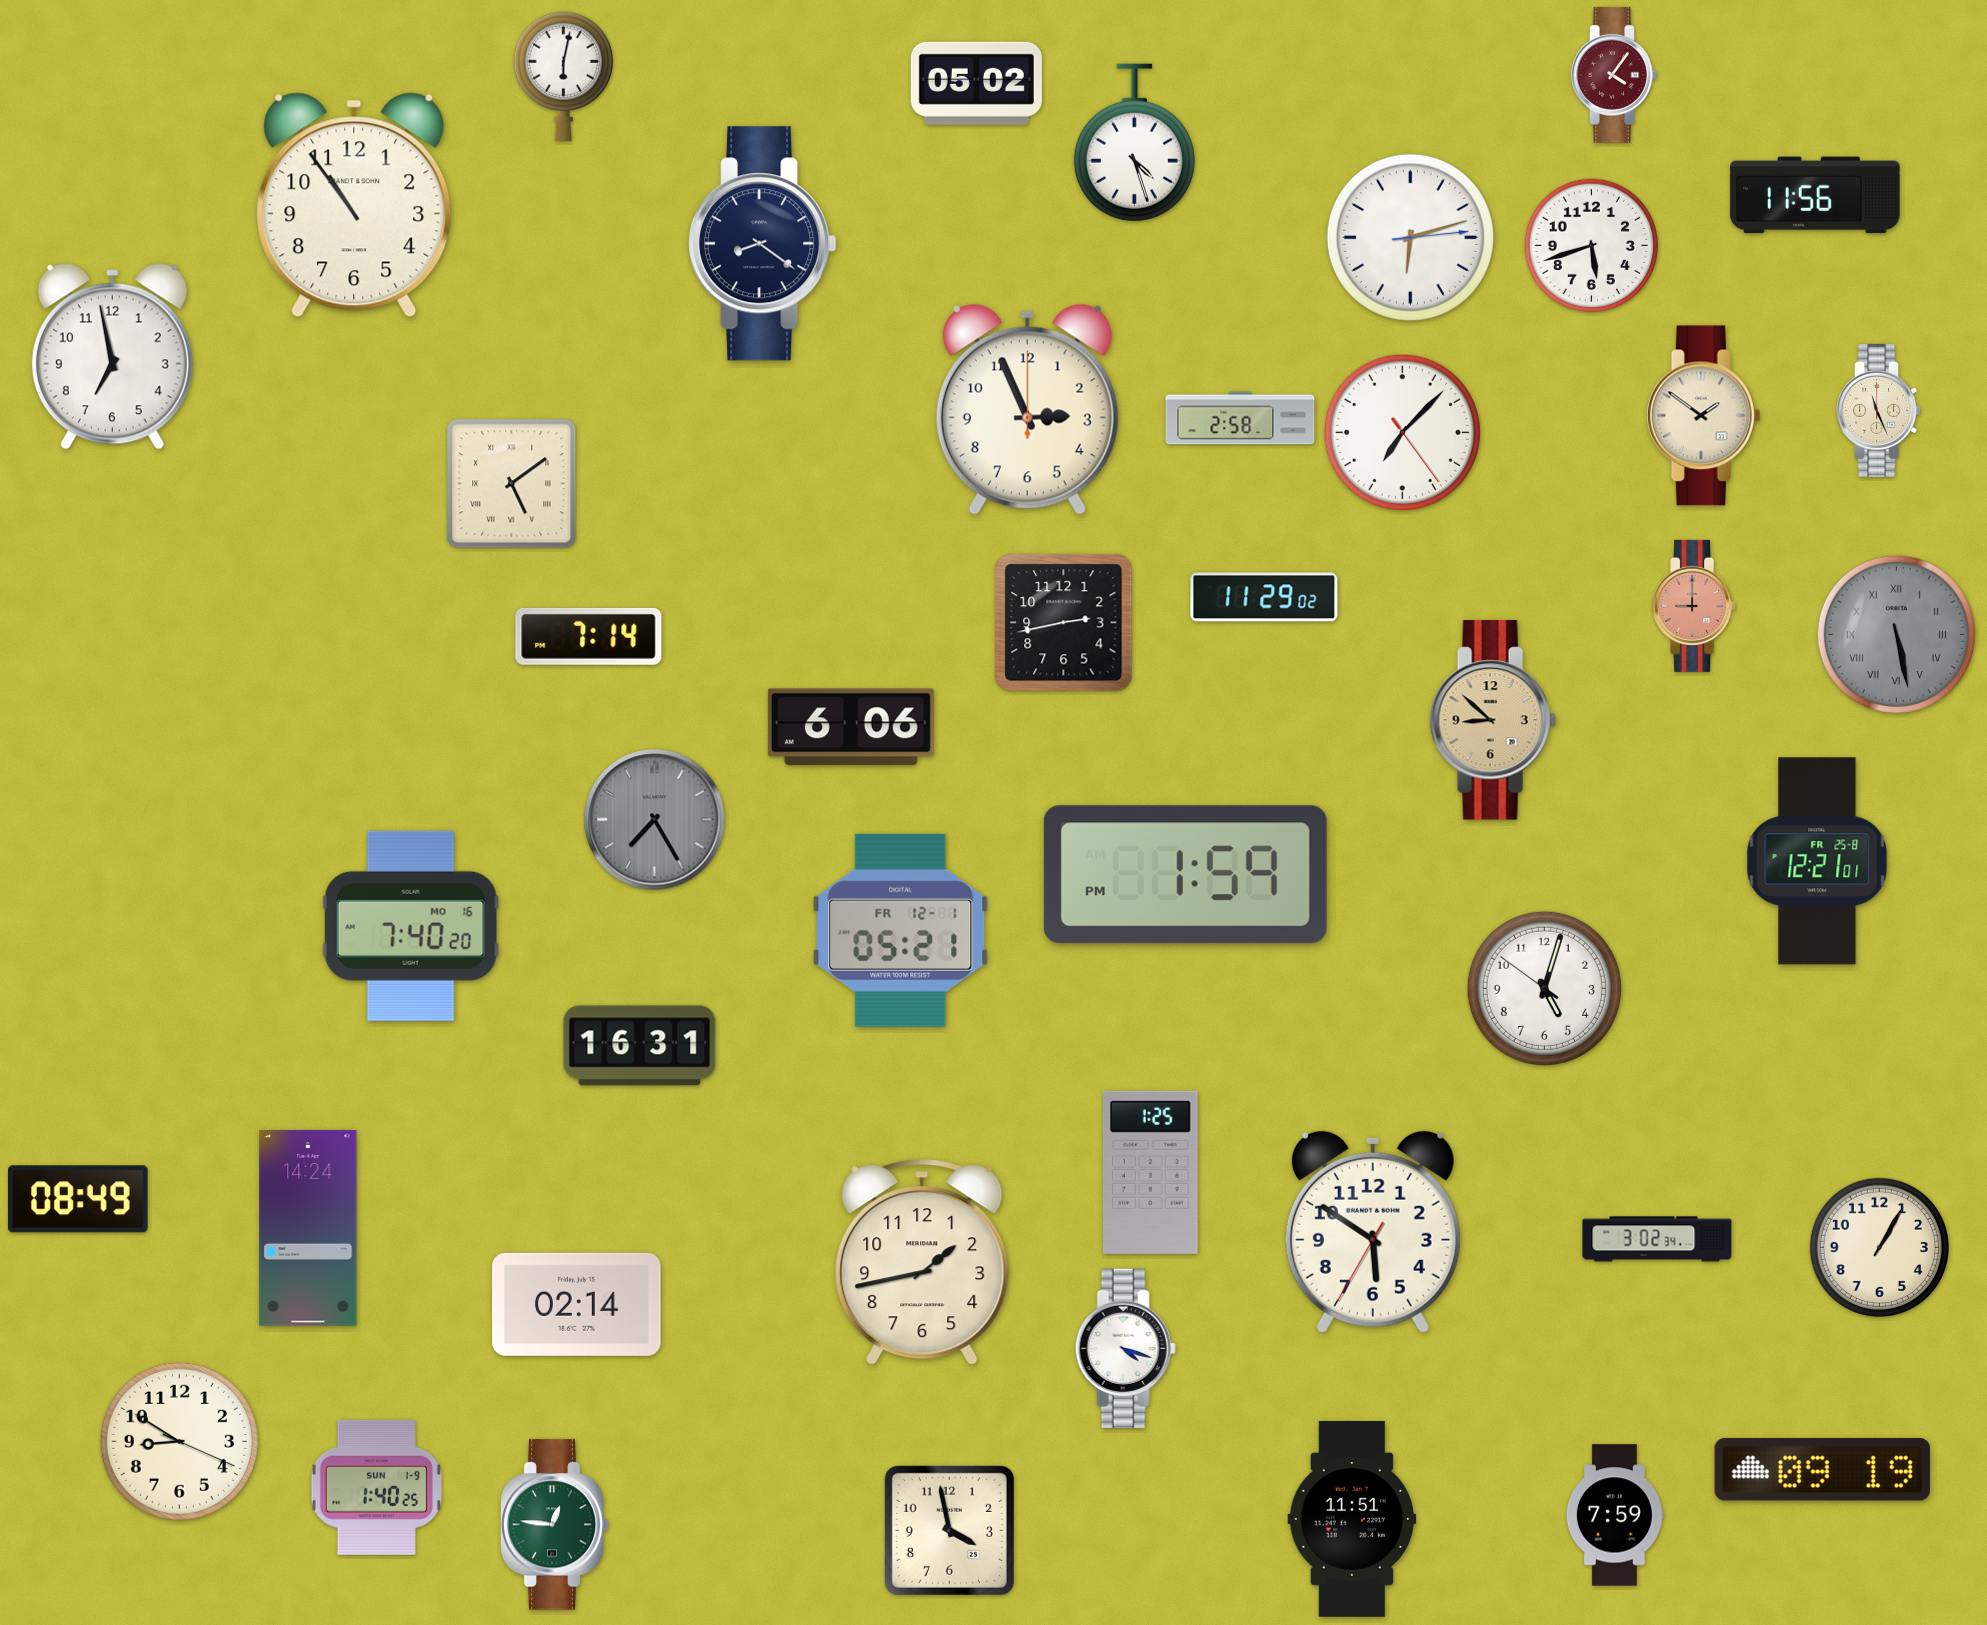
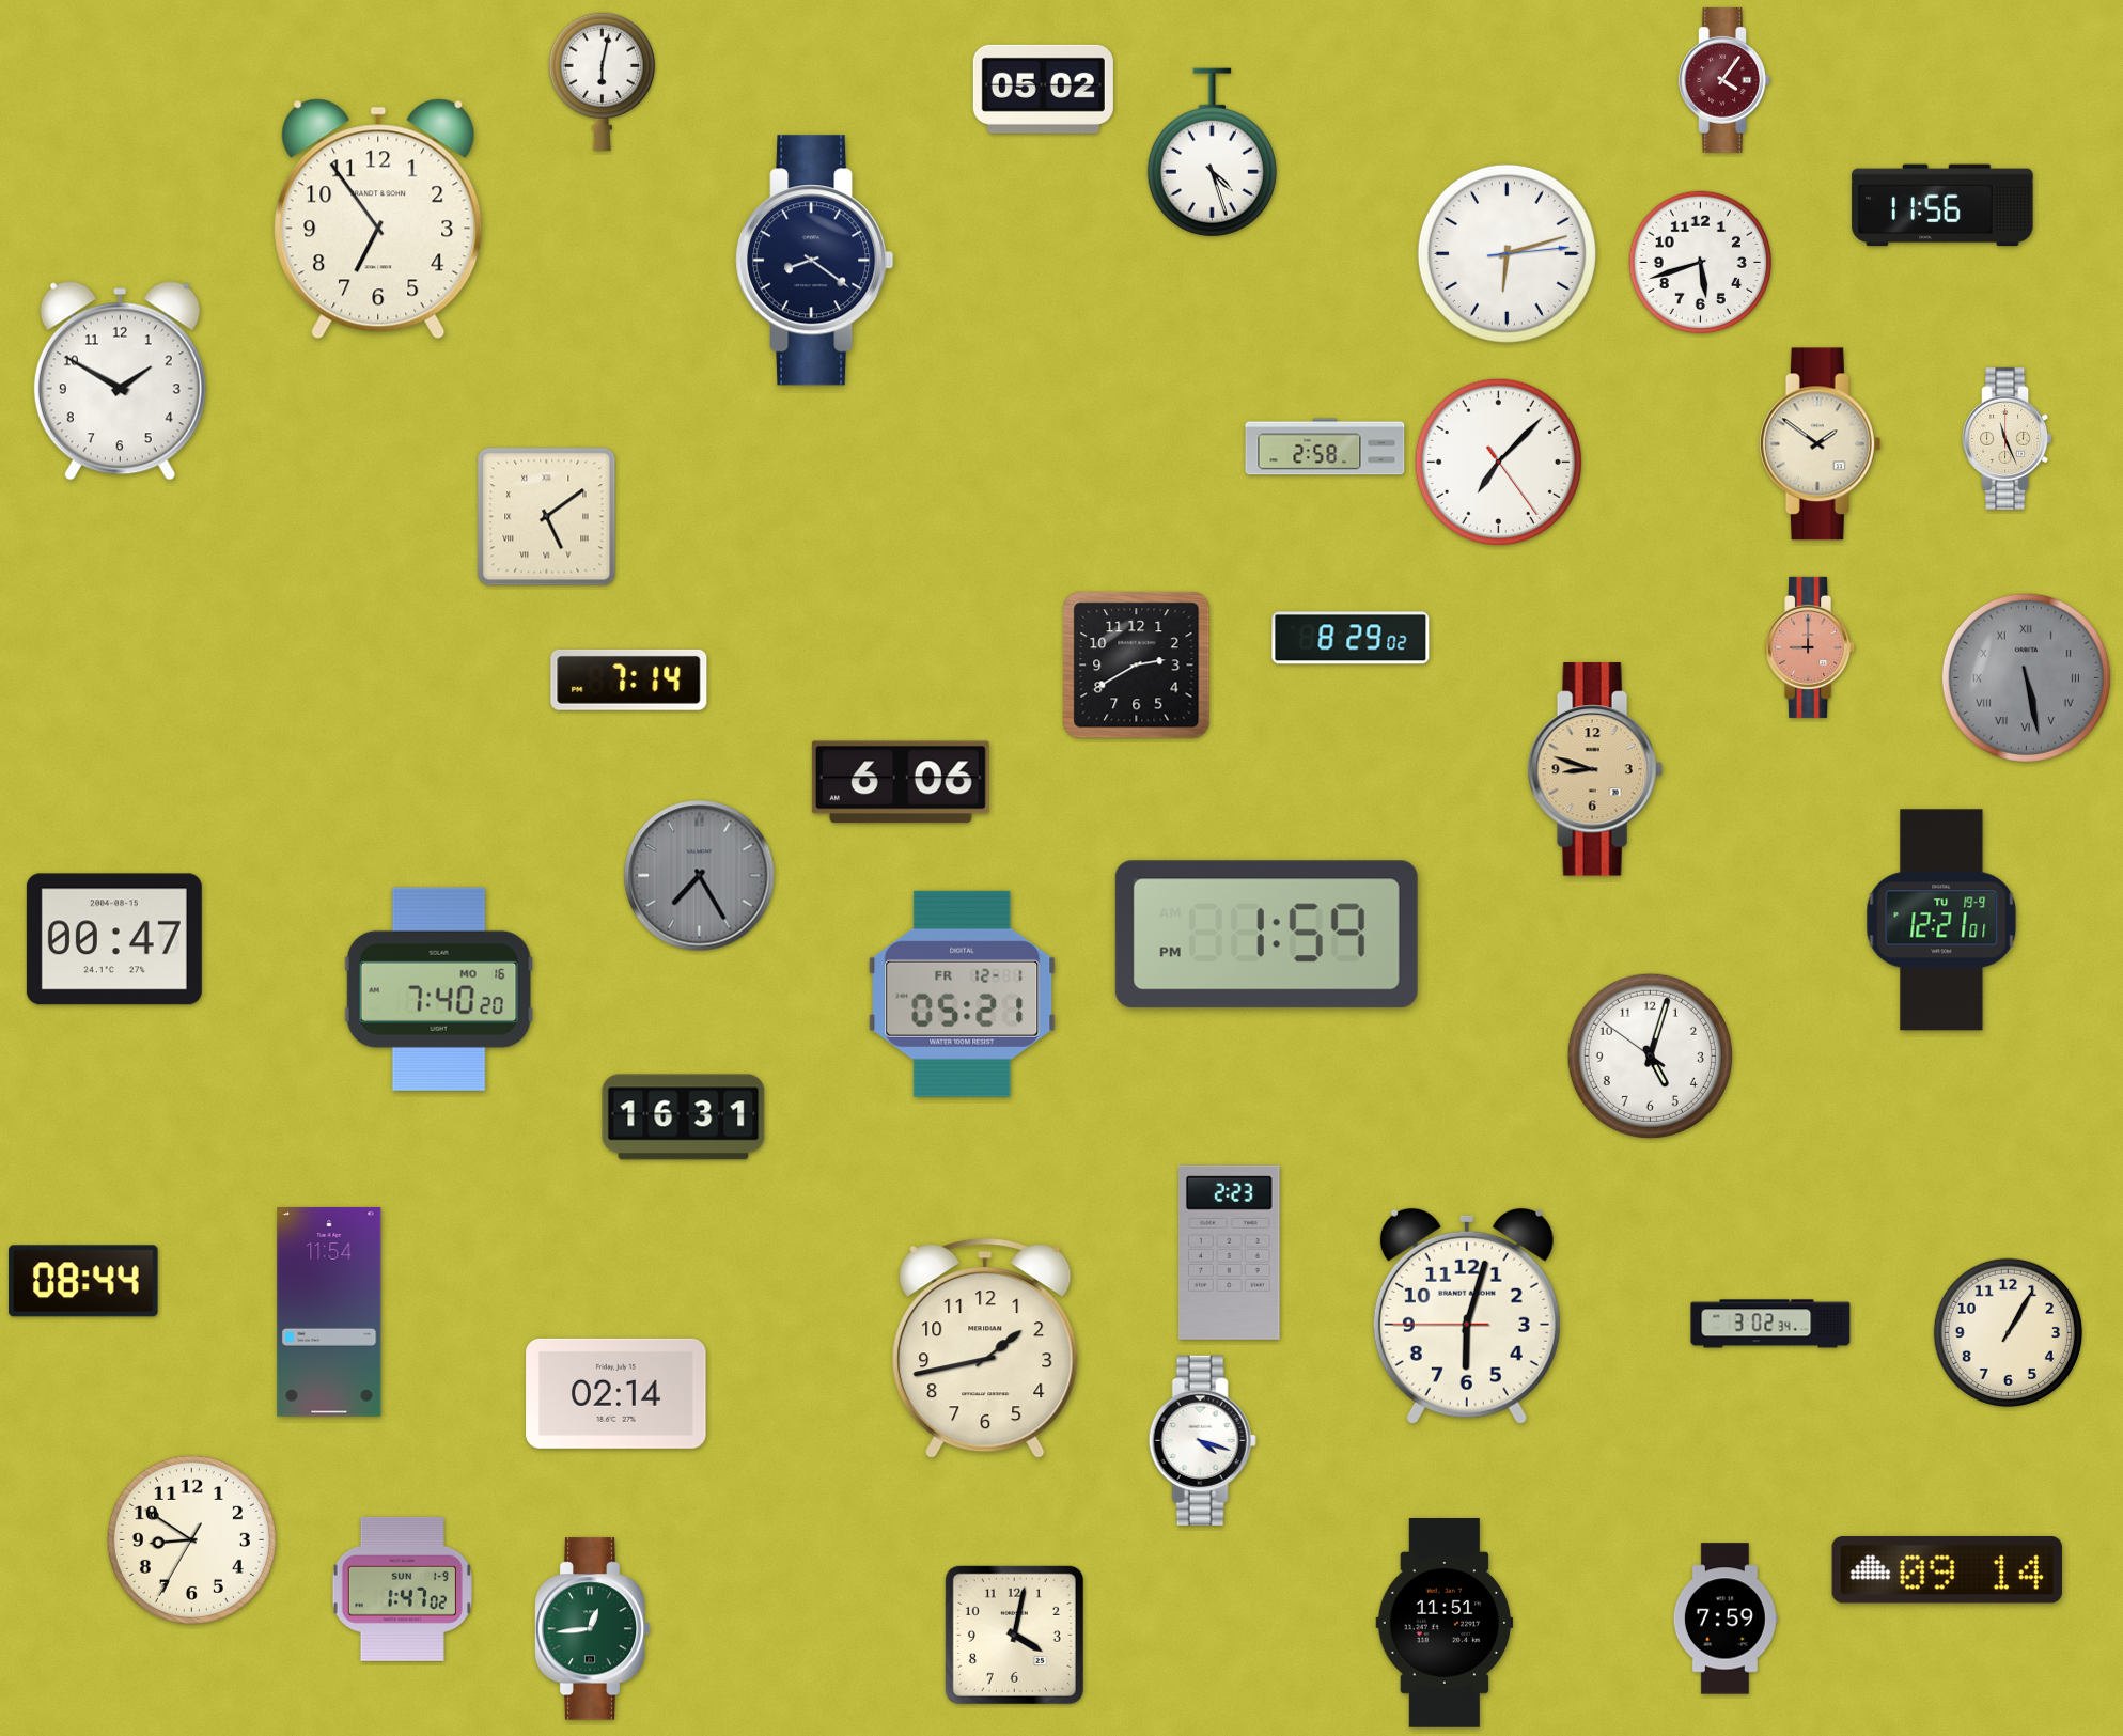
clock at (1815, 195) position: (1815, 195) -> (1942, 205)
clock at (354, 205): 10:54 -> 6:54
clock at (112, 357): 6:58 -> 1:50
clock at (1027, 409): 2:56 -> none
clock at (1264, 597): 11:29 -> 8:29
clock at (1064, 623): 2:43 -> 2:40
clock at (1493, 720): 8:52 -> 8:48
clock at (851, 727) position: (851, 727) -> (901, 782)
clock at (1817, 861) date: FR 25-8 -> TU 19-9
clock at (114, 939): none -> 00:47
clock at (1150, 1172): 1:25 -> 2:23
clock at (78, 1199): 08:49 -> 08:44
clock at (308, 1228): 14:24 -> 11:54
clock at (1373, 1232): 5:50 -> 6:02
clock at (179, 1441): 8:50:19 -> 8:50:35
clock at (1822, 1470): 09:19 -> 09:14
clock at (376, 1487): 1:40 -> 1:47
clock at (554, 1525): 12:46 -> 12:44
clock at (949, 1530): 3:58 -> 4:02
